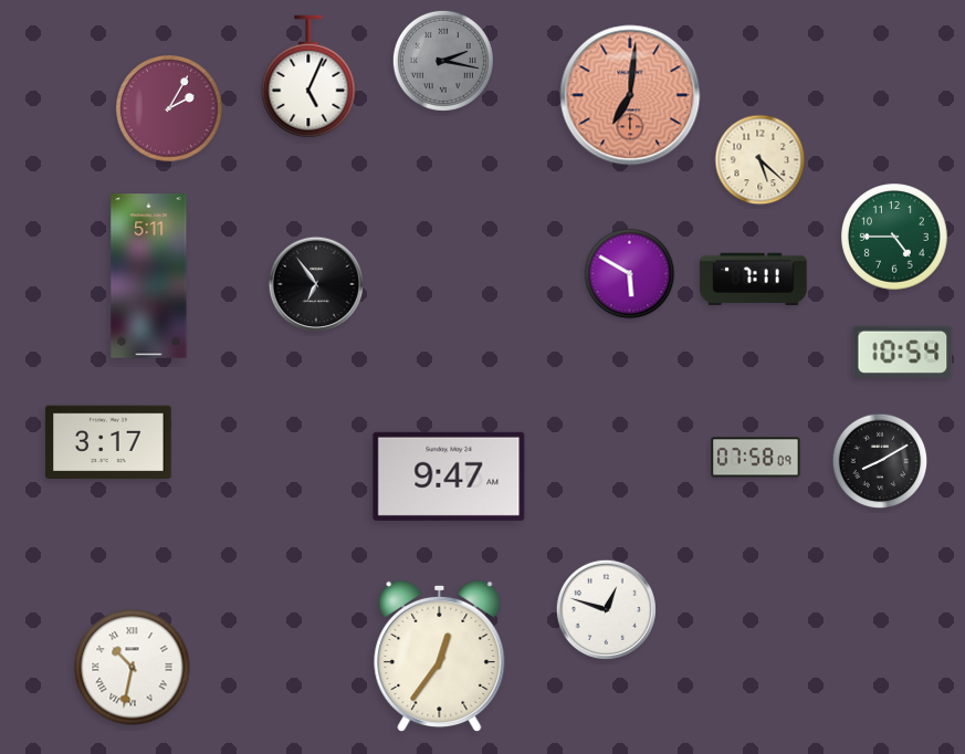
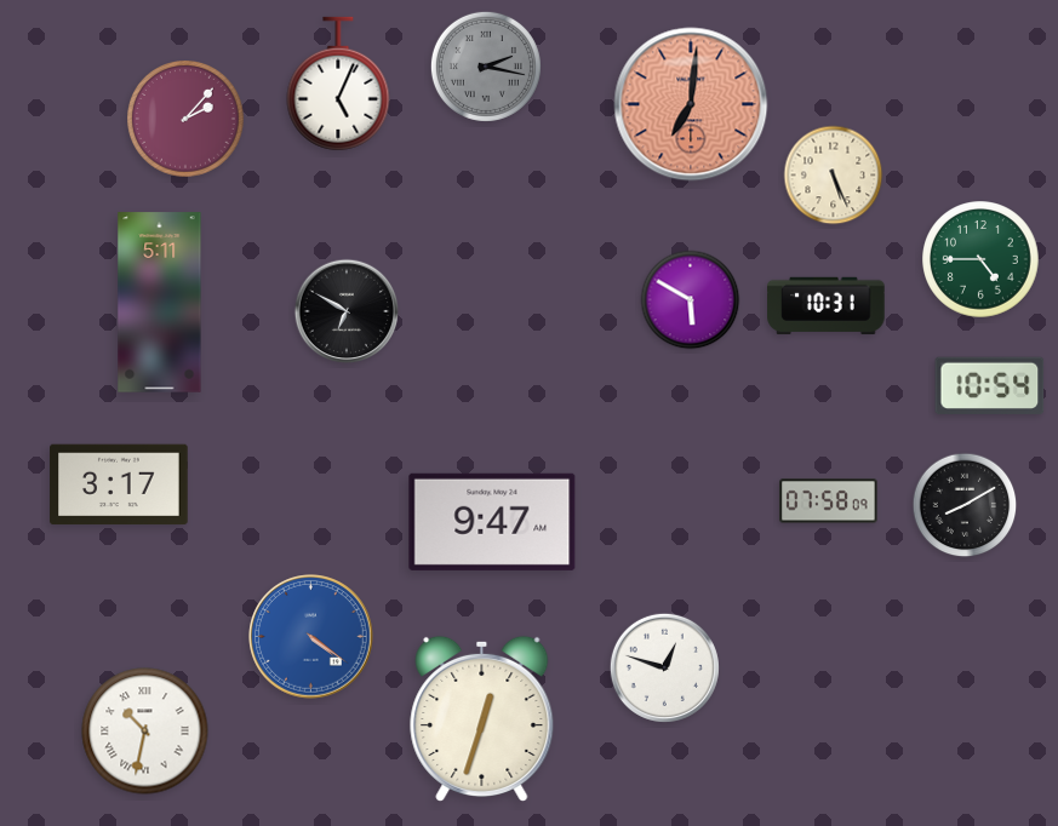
clock at (169, 108): 2:05 -> 2:07
clock at (761, 160): 5:22 -> 5:26
clock at (149, 276) position: (149, 276) -> (160, 303)
clock at (754, 279): 7:11 -> 10:31
clock at (316, 284): 6:54 -> 6:50
clock at (311, 637): none -> 4:21
clock at (440, 656): 12:36 -> 12:33
